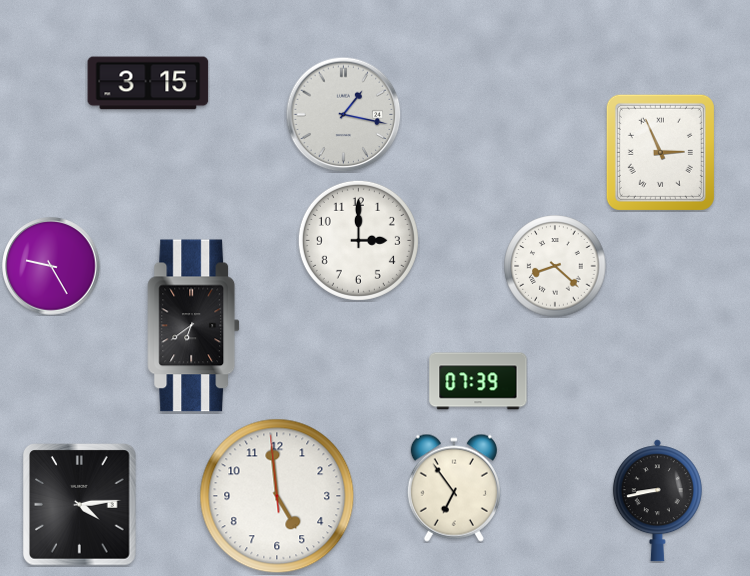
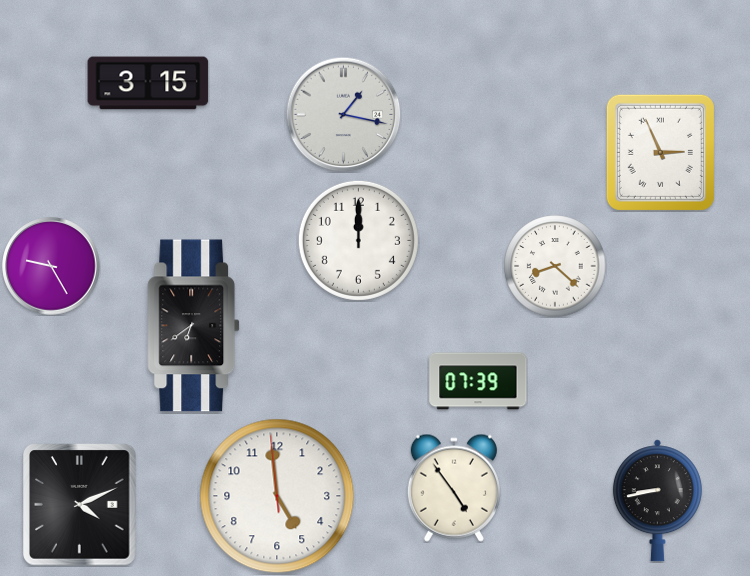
clock at (358, 240): 3:00 -> 12:00
clock at (454, 488): 6:54 -> 4:54
clock at (80, 505): 4:14 -> 4:11
